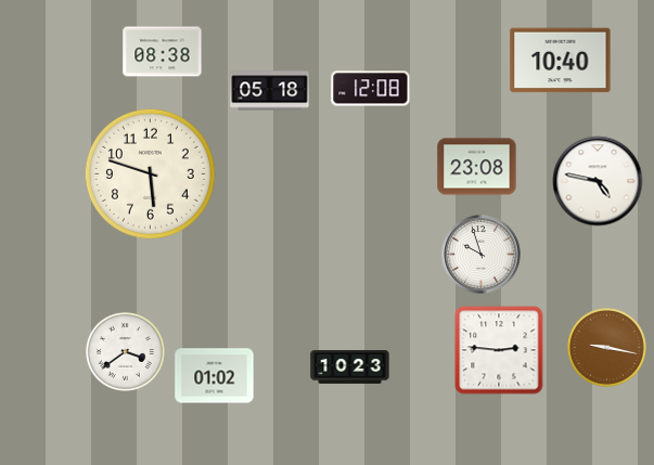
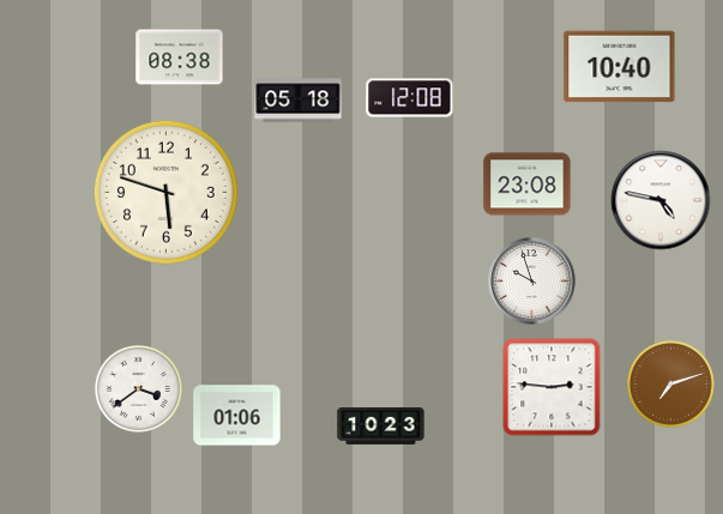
clock at (606, 347): 9:17 -> 7:12
clock at (350, 367) position: (350, 367) -> (381, 427)
clock at (215, 376): 01:02 -> 01:06
